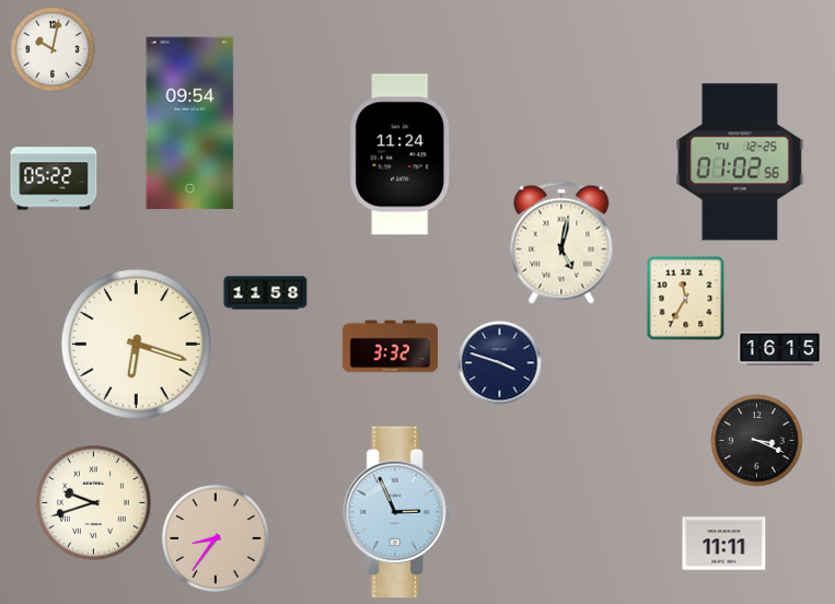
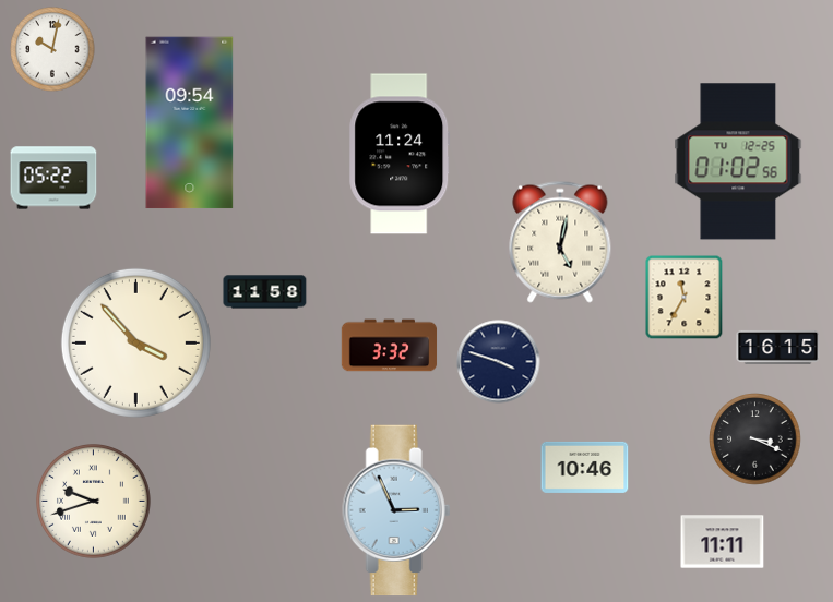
clock at (136, 344): 6:18 -> 3:53
clock at (585, 467): none -> 10:46
clock at (216, 538): 8:36 -> none
